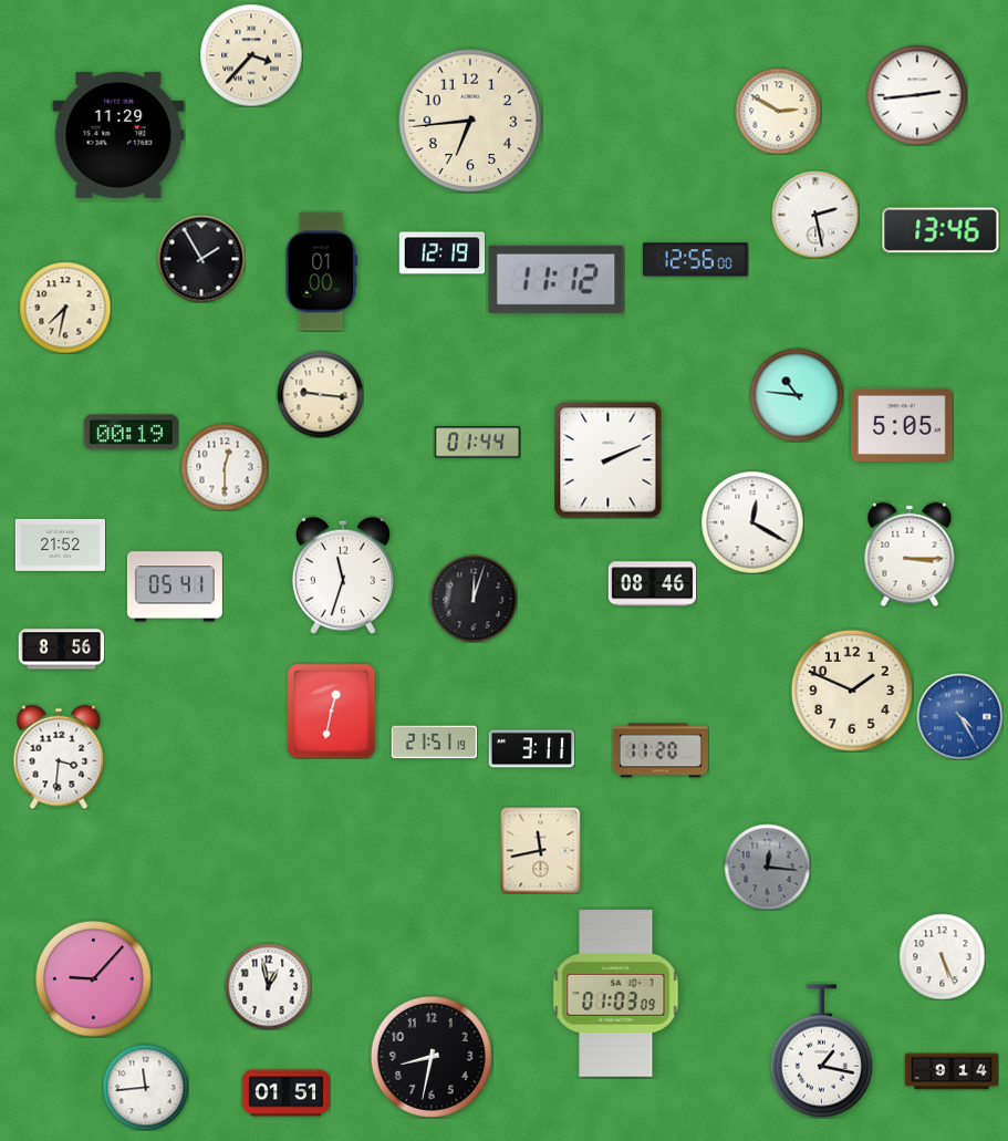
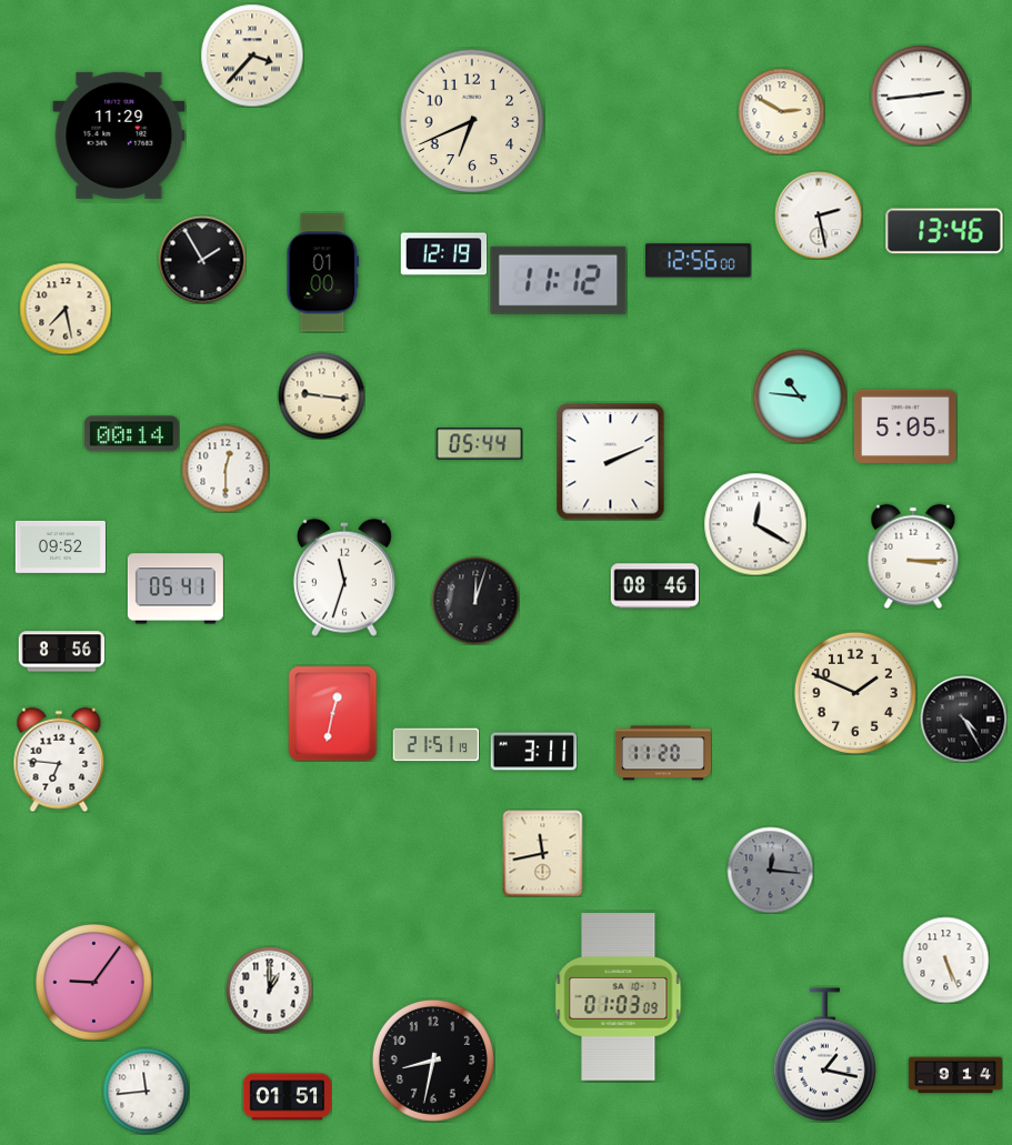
clock at (470, 121): 6:44 -> 6:41
clock at (65, 308): 7:32 -> 7:28
clock at (131, 433): 00:19 -> 00:14
clock at (477, 443): 01:44 -> 05:44
clock at (60, 544): 21:52 -> 09:52
clock at (959, 716) dial: blue -> black
clock at (59, 757): 3:31 -> 6:46
clock at (93, 978): 9:07 -> 9:06
clock at (268, 986): 12:58 -> 1:00
